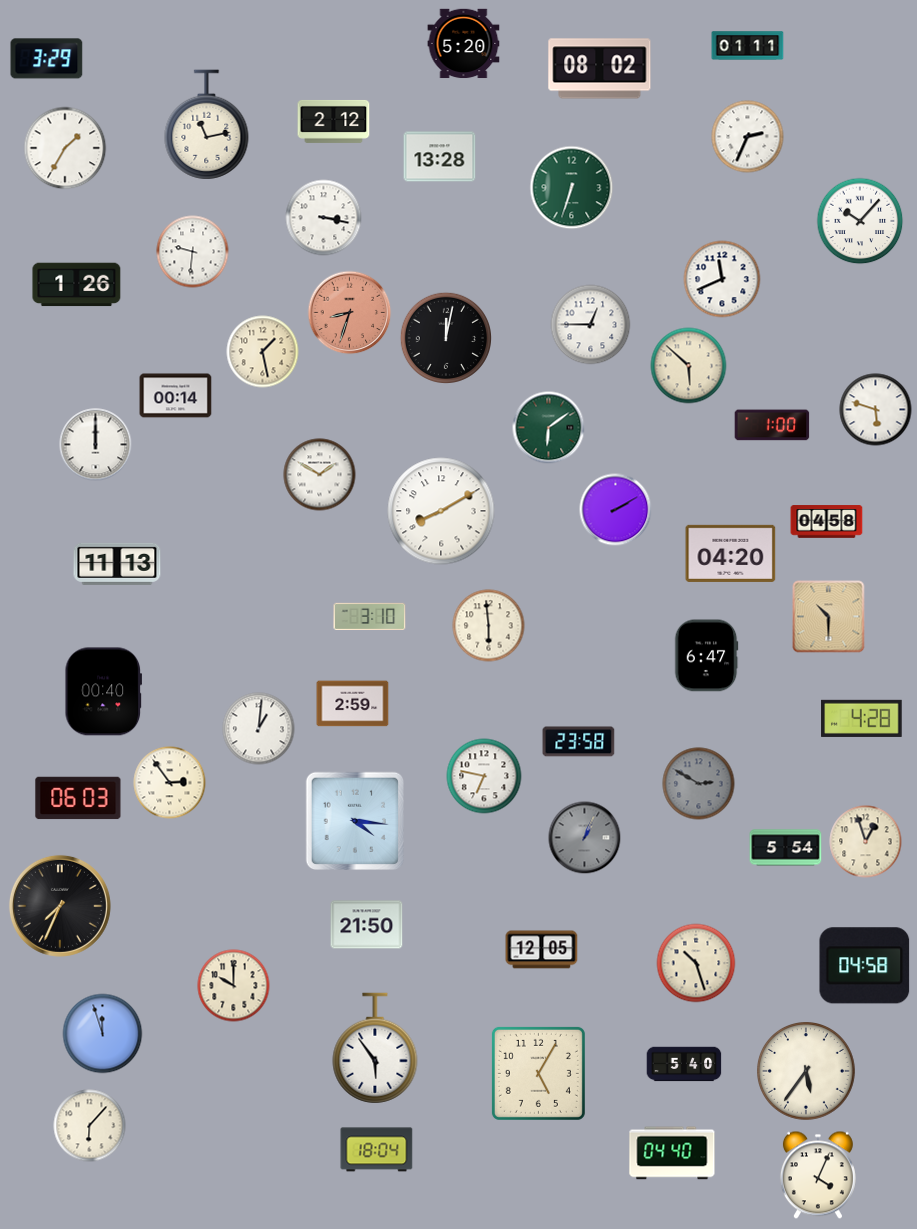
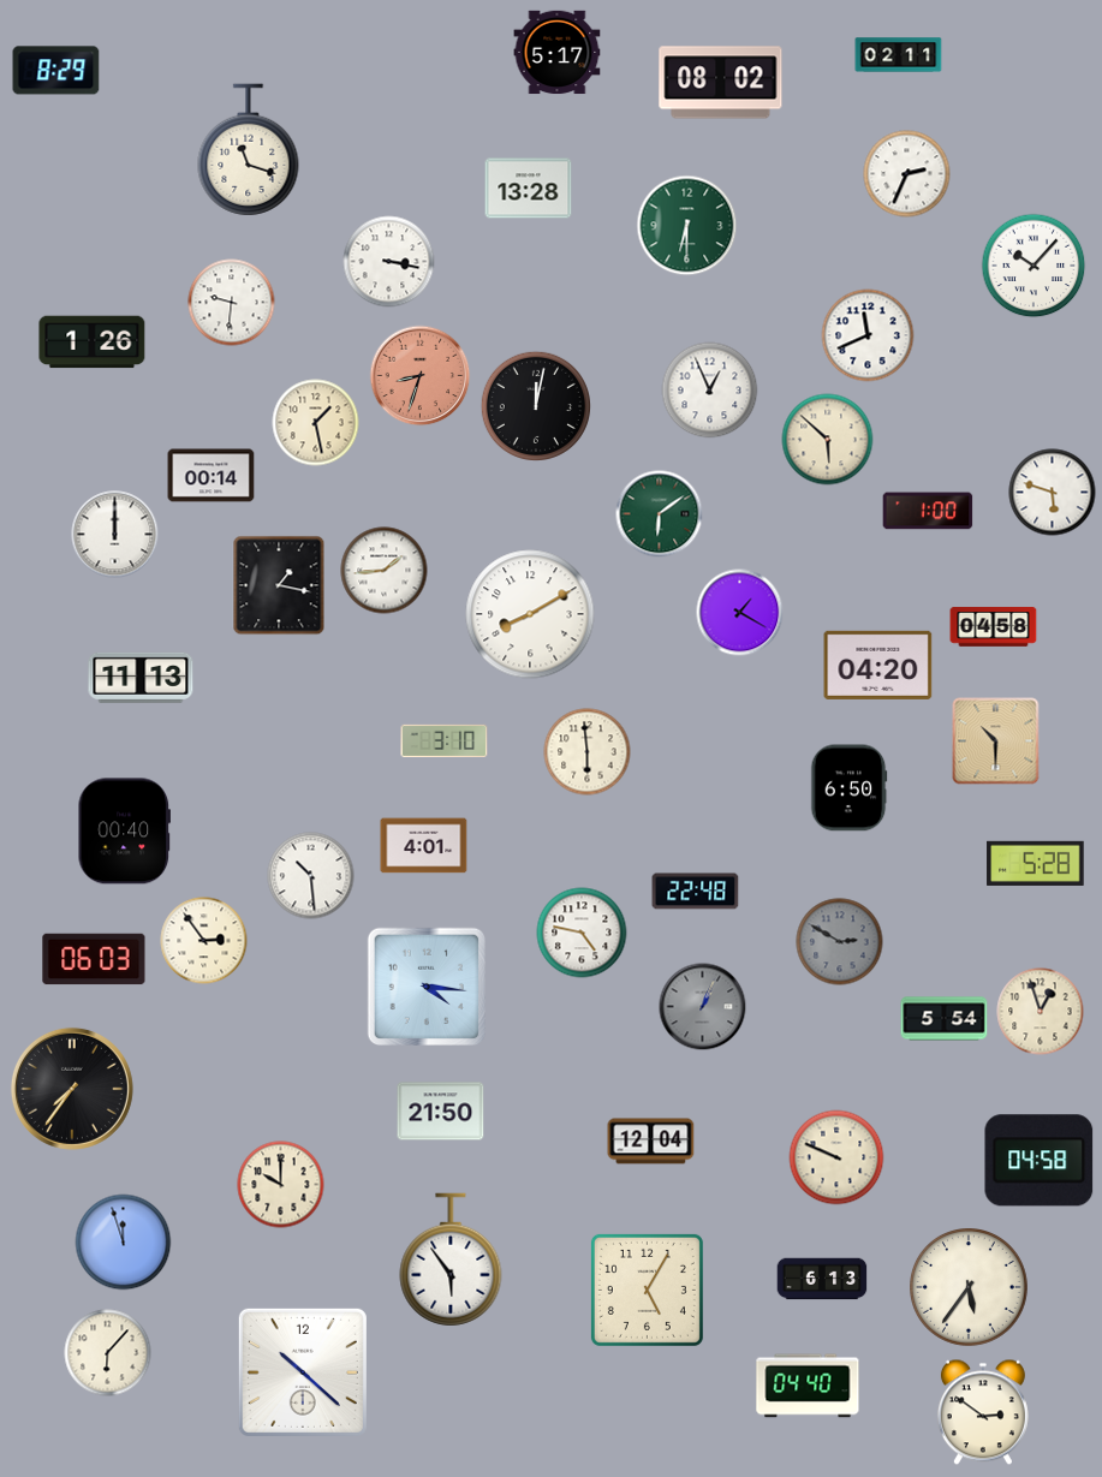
clock at (464, 44): 5:20 -> 5:17
clock at (748, 46): 01:11 -> 02:11
clock at (47, 59): 3:29 -> 8:29
clock at (334, 121): 2:12 -> none
clock at (207, 125): 11:13 -> 11:18
clock at (748, 137) position: (748, 137) -> (907, 174)
clock at (65, 148): 1:35 -> none
clock at (572, 188): 6:33 -> 6:30
clock at (591, 325): 12:45 -> 12:56
clock at (320, 475): 1:50 -> 1:44
clock at (279, 585): none -> 1:17
clock at (616, 510): 2:10 -> 1:20
clock at (706, 656): 6:47 -> 6:50
clock at (353, 704): 2:59 -> 4:01
clock at (862, 718): 4:28 -> 5:28
clock at (259, 729): 1:01 -> 10:29
clock at (579, 742): 23:58 -> 22:48
clock at (484, 776): 6:47 -> 4:47
clock at (60, 906): 7:34 -> 7:36
clock at (542, 950): 12:05 -> 12:04
clock at (696, 963): 10:27 -> 9:49
clock at (684, 1064): 5:40 -> 6:13
clock at (303, 1372): none -> 10:22
clock at (377, 1150): 18:04 -> none
clock at (818, 1175): 4:04 -> 2:51
